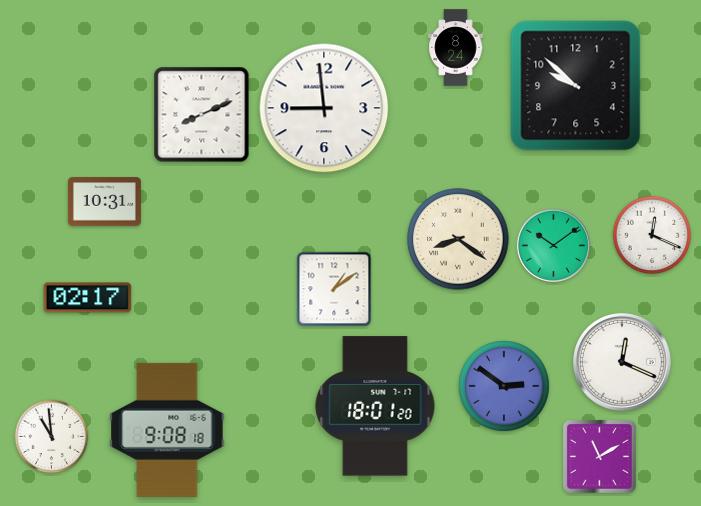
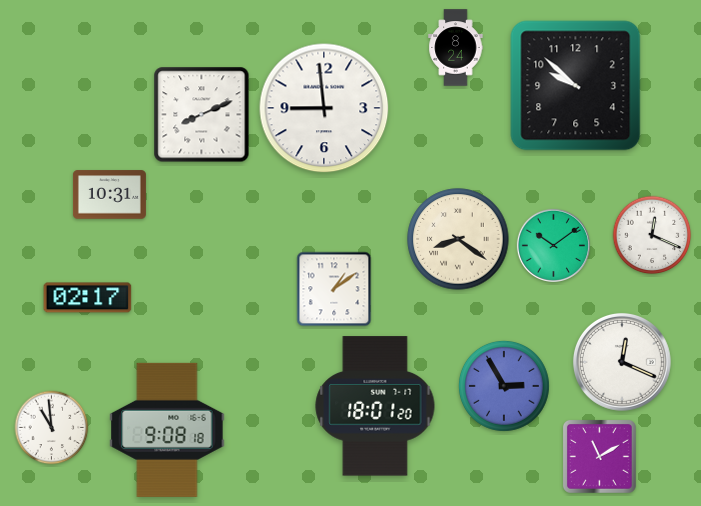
clock at (104, 202) position: (104, 202) -> (109, 195)
clock at (504, 386): 2:51 -> 2:55
clock at (52, 437) position: (52, 437) -> (52, 428)
